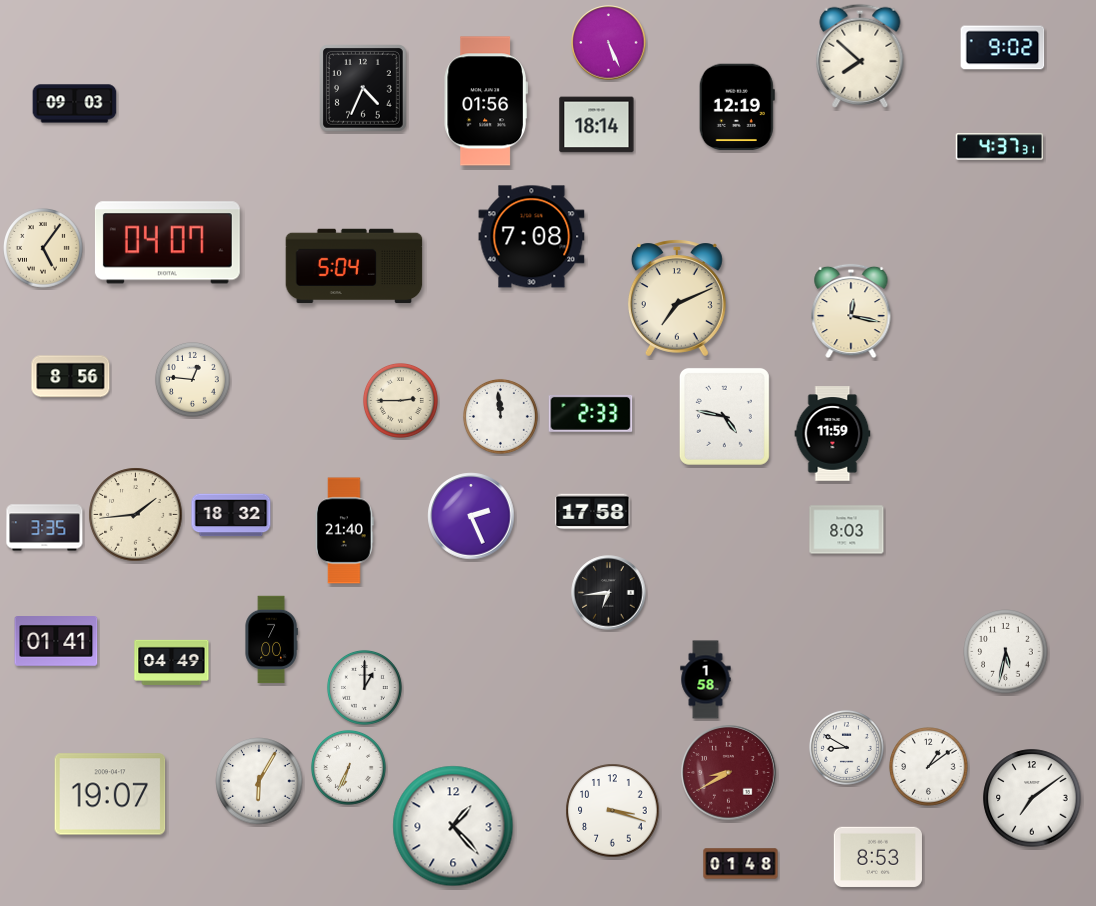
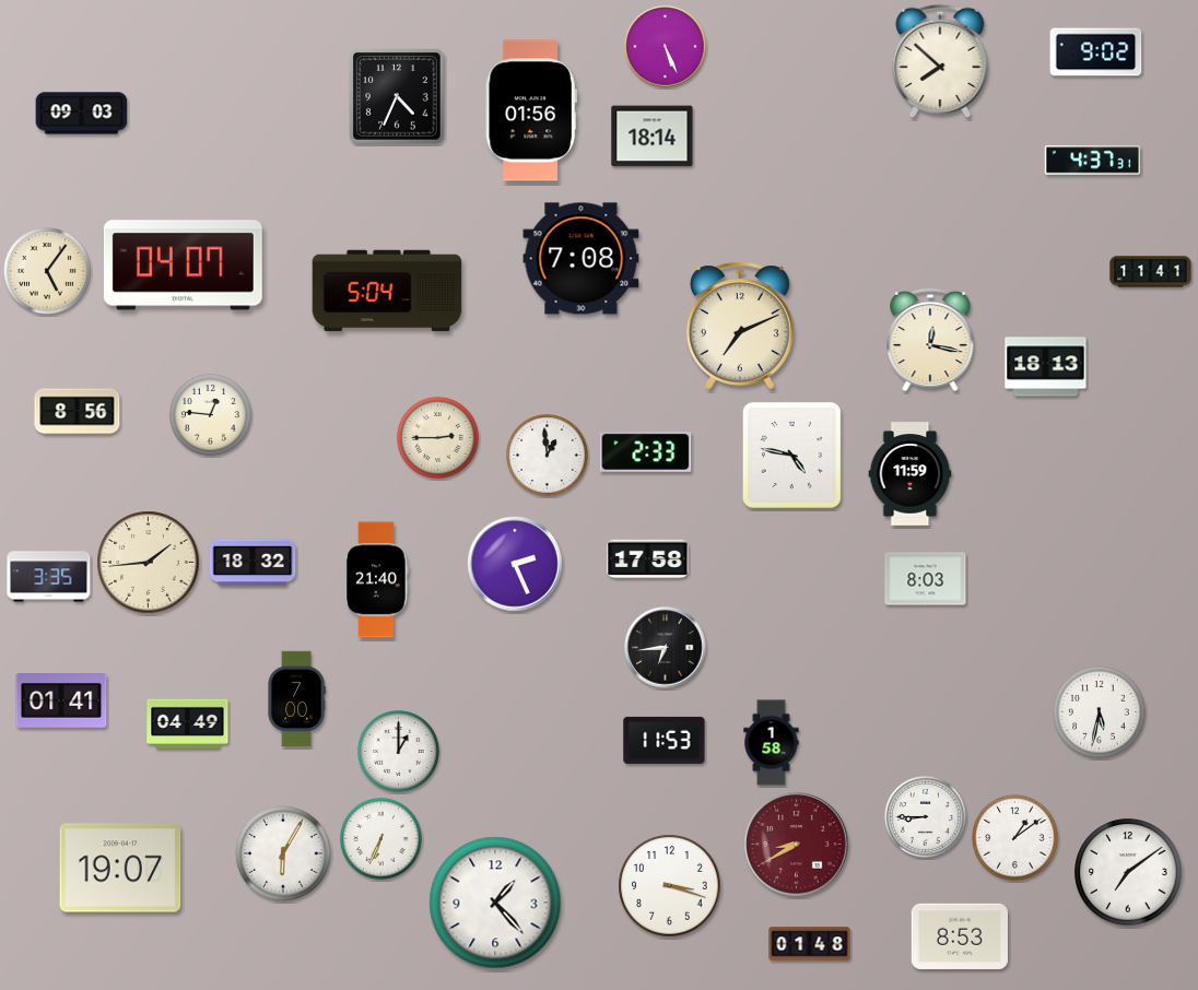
clock at (737, 107): 12:19 -> none
clock at (1151, 272): none -> 11:41
clock at (1046, 367): none -> 18:13
clock at (500, 416): 11:59 -> 12:59
clock at (665, 740): none -> 11:53
clock at (846, 747): 8:50 -> 8:45
